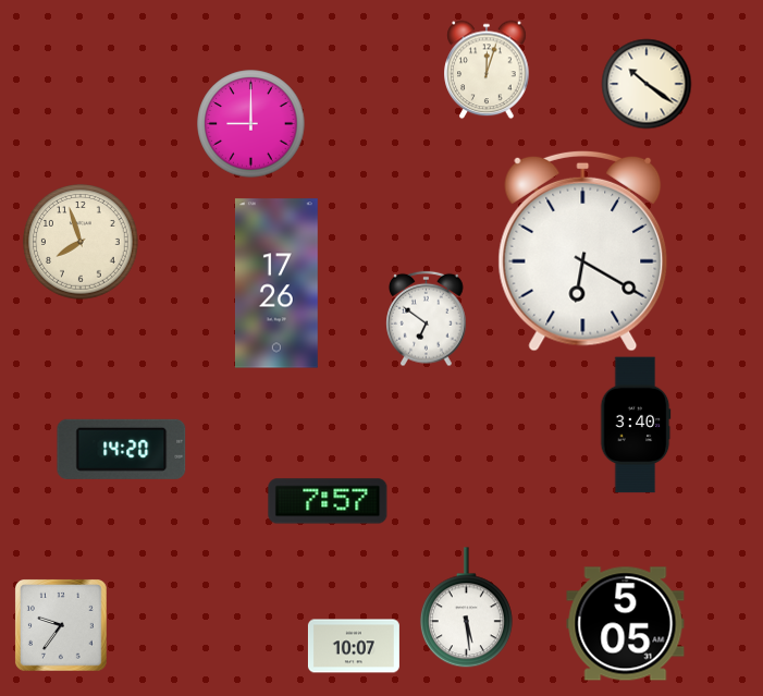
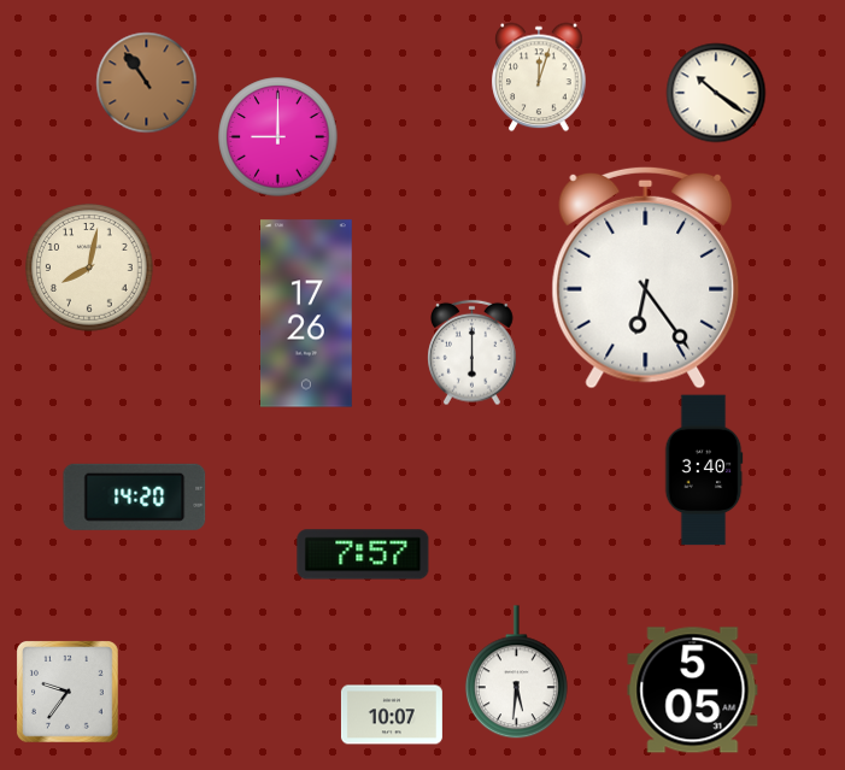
clock at (146, 82): none -> 10:54
clock at (81, 242): 7:57 -> 8:02
clock at (583, 251): 6:20 -> 6:24
clock at (427, 318): 6:51 -> 6:00
clock at (466, 608): 5:29 -> 5:31
